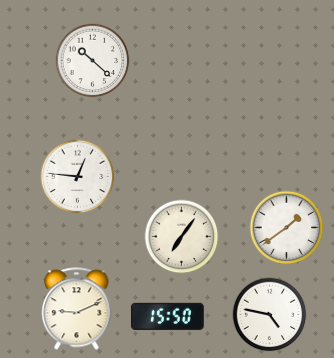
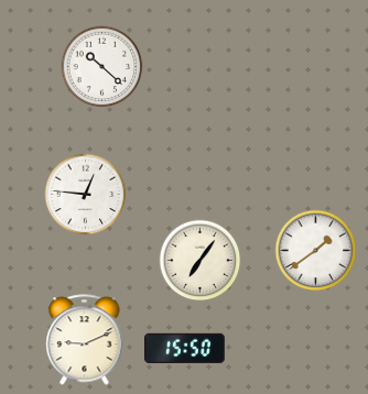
clock at (270, 315): 4:47 -> none
